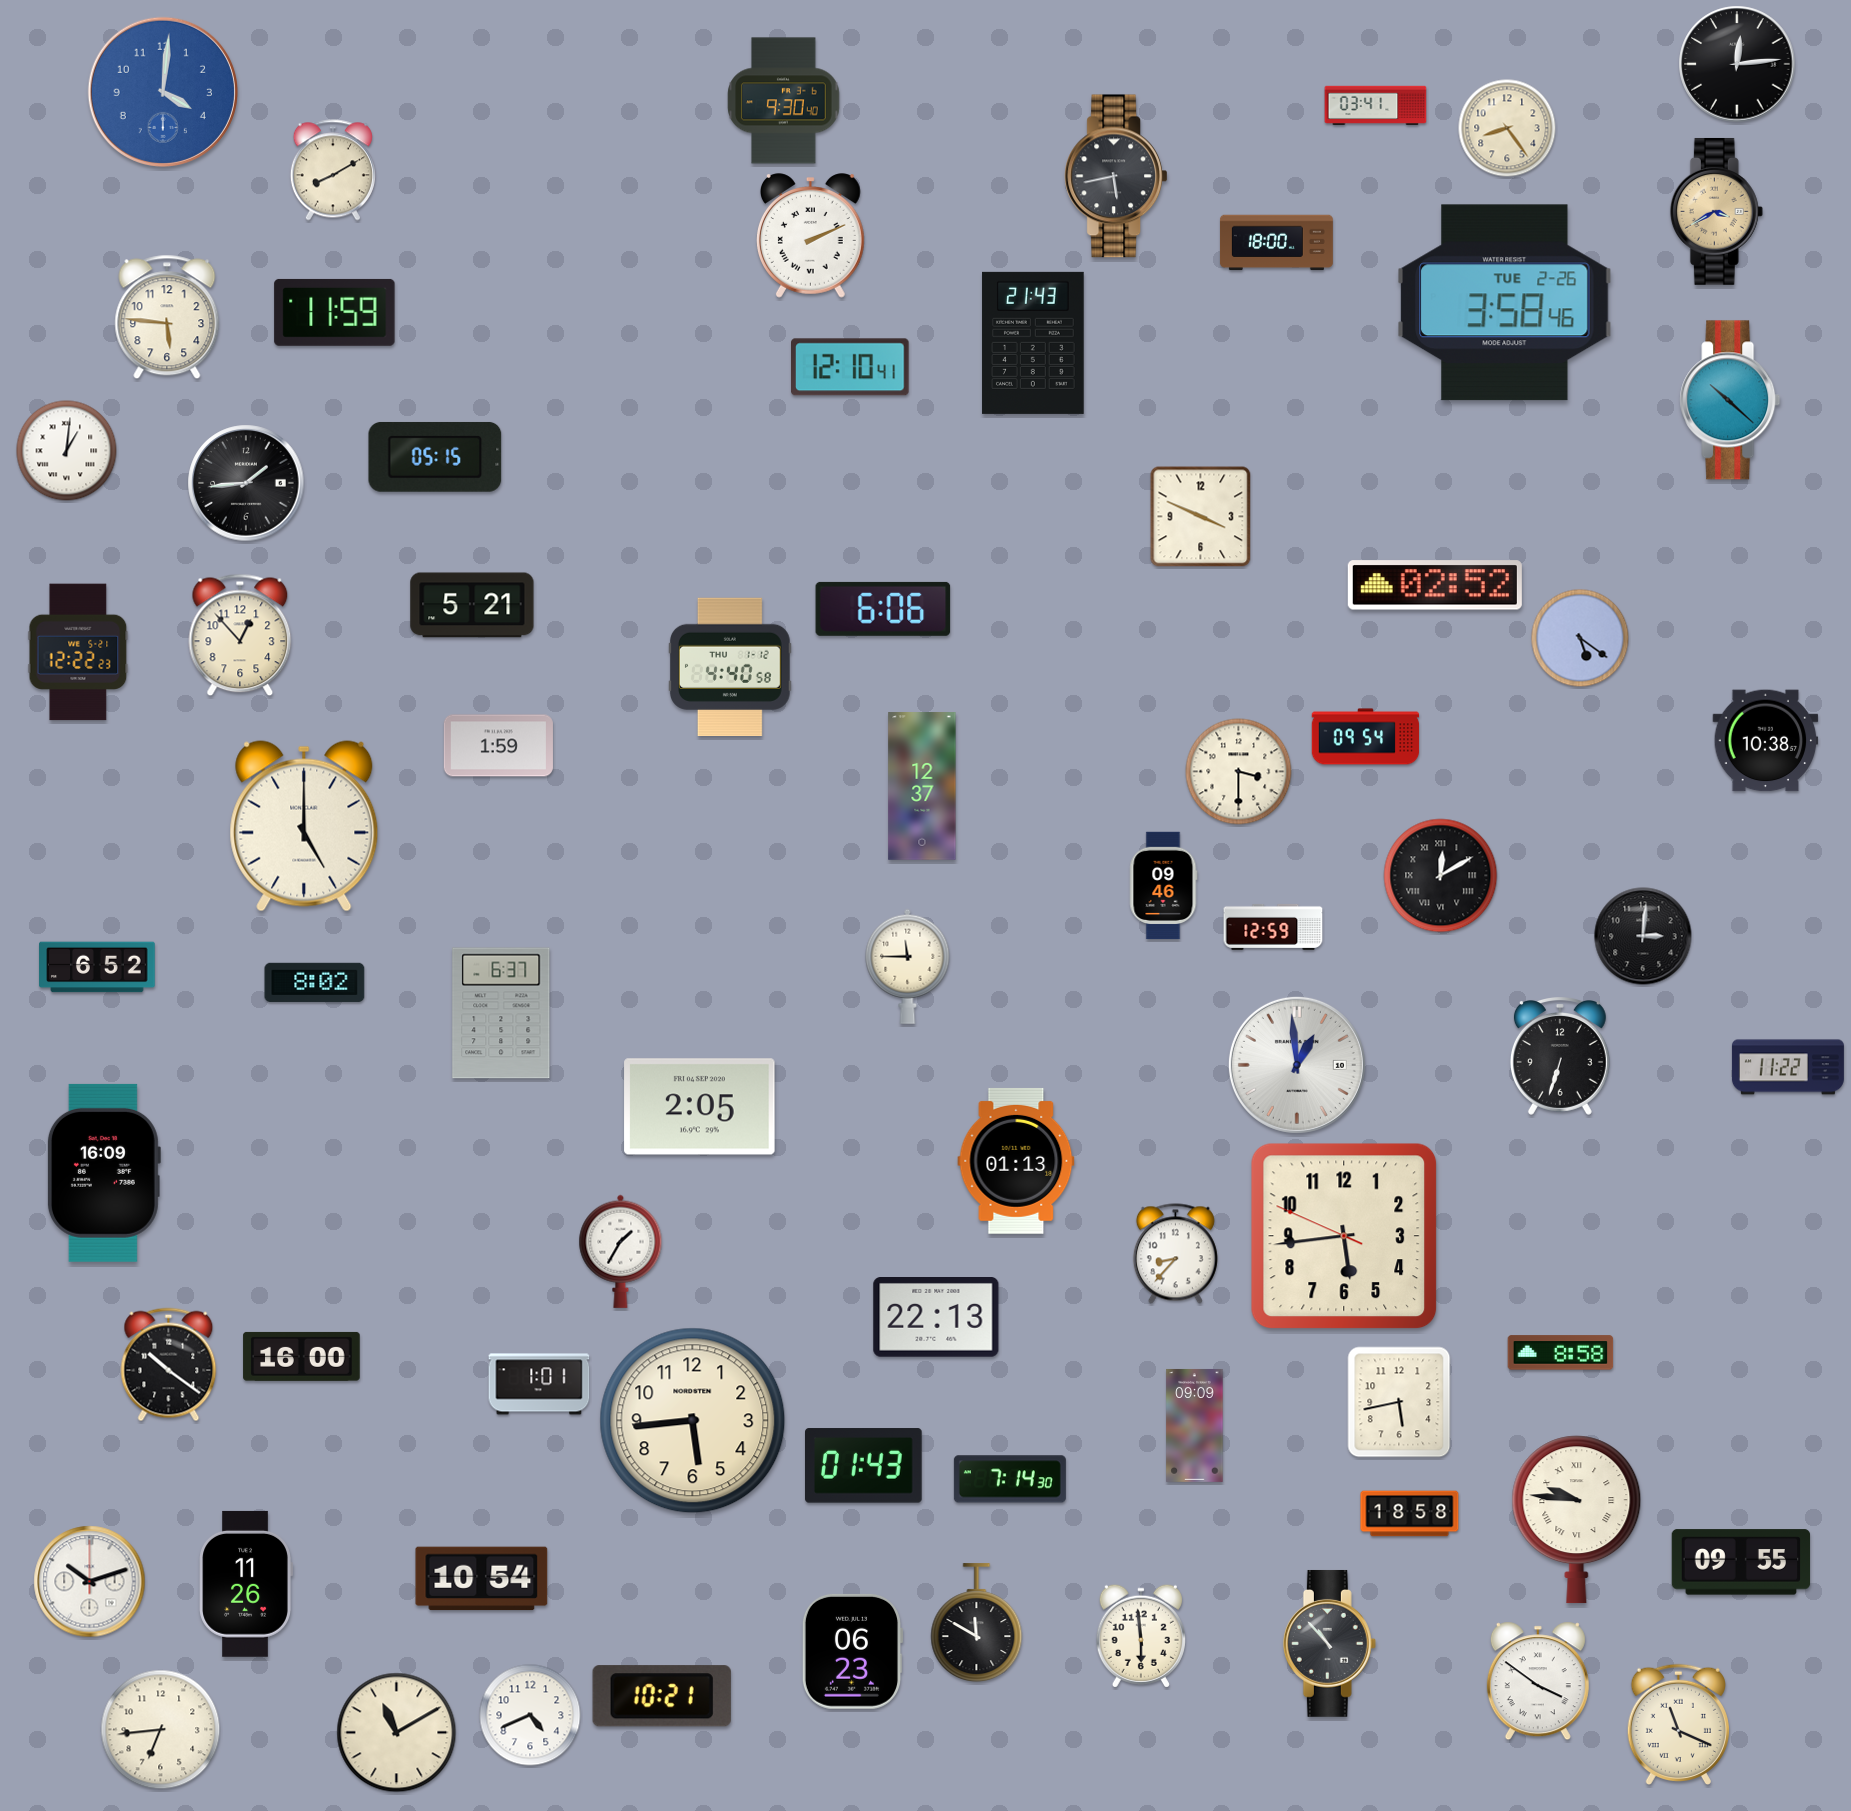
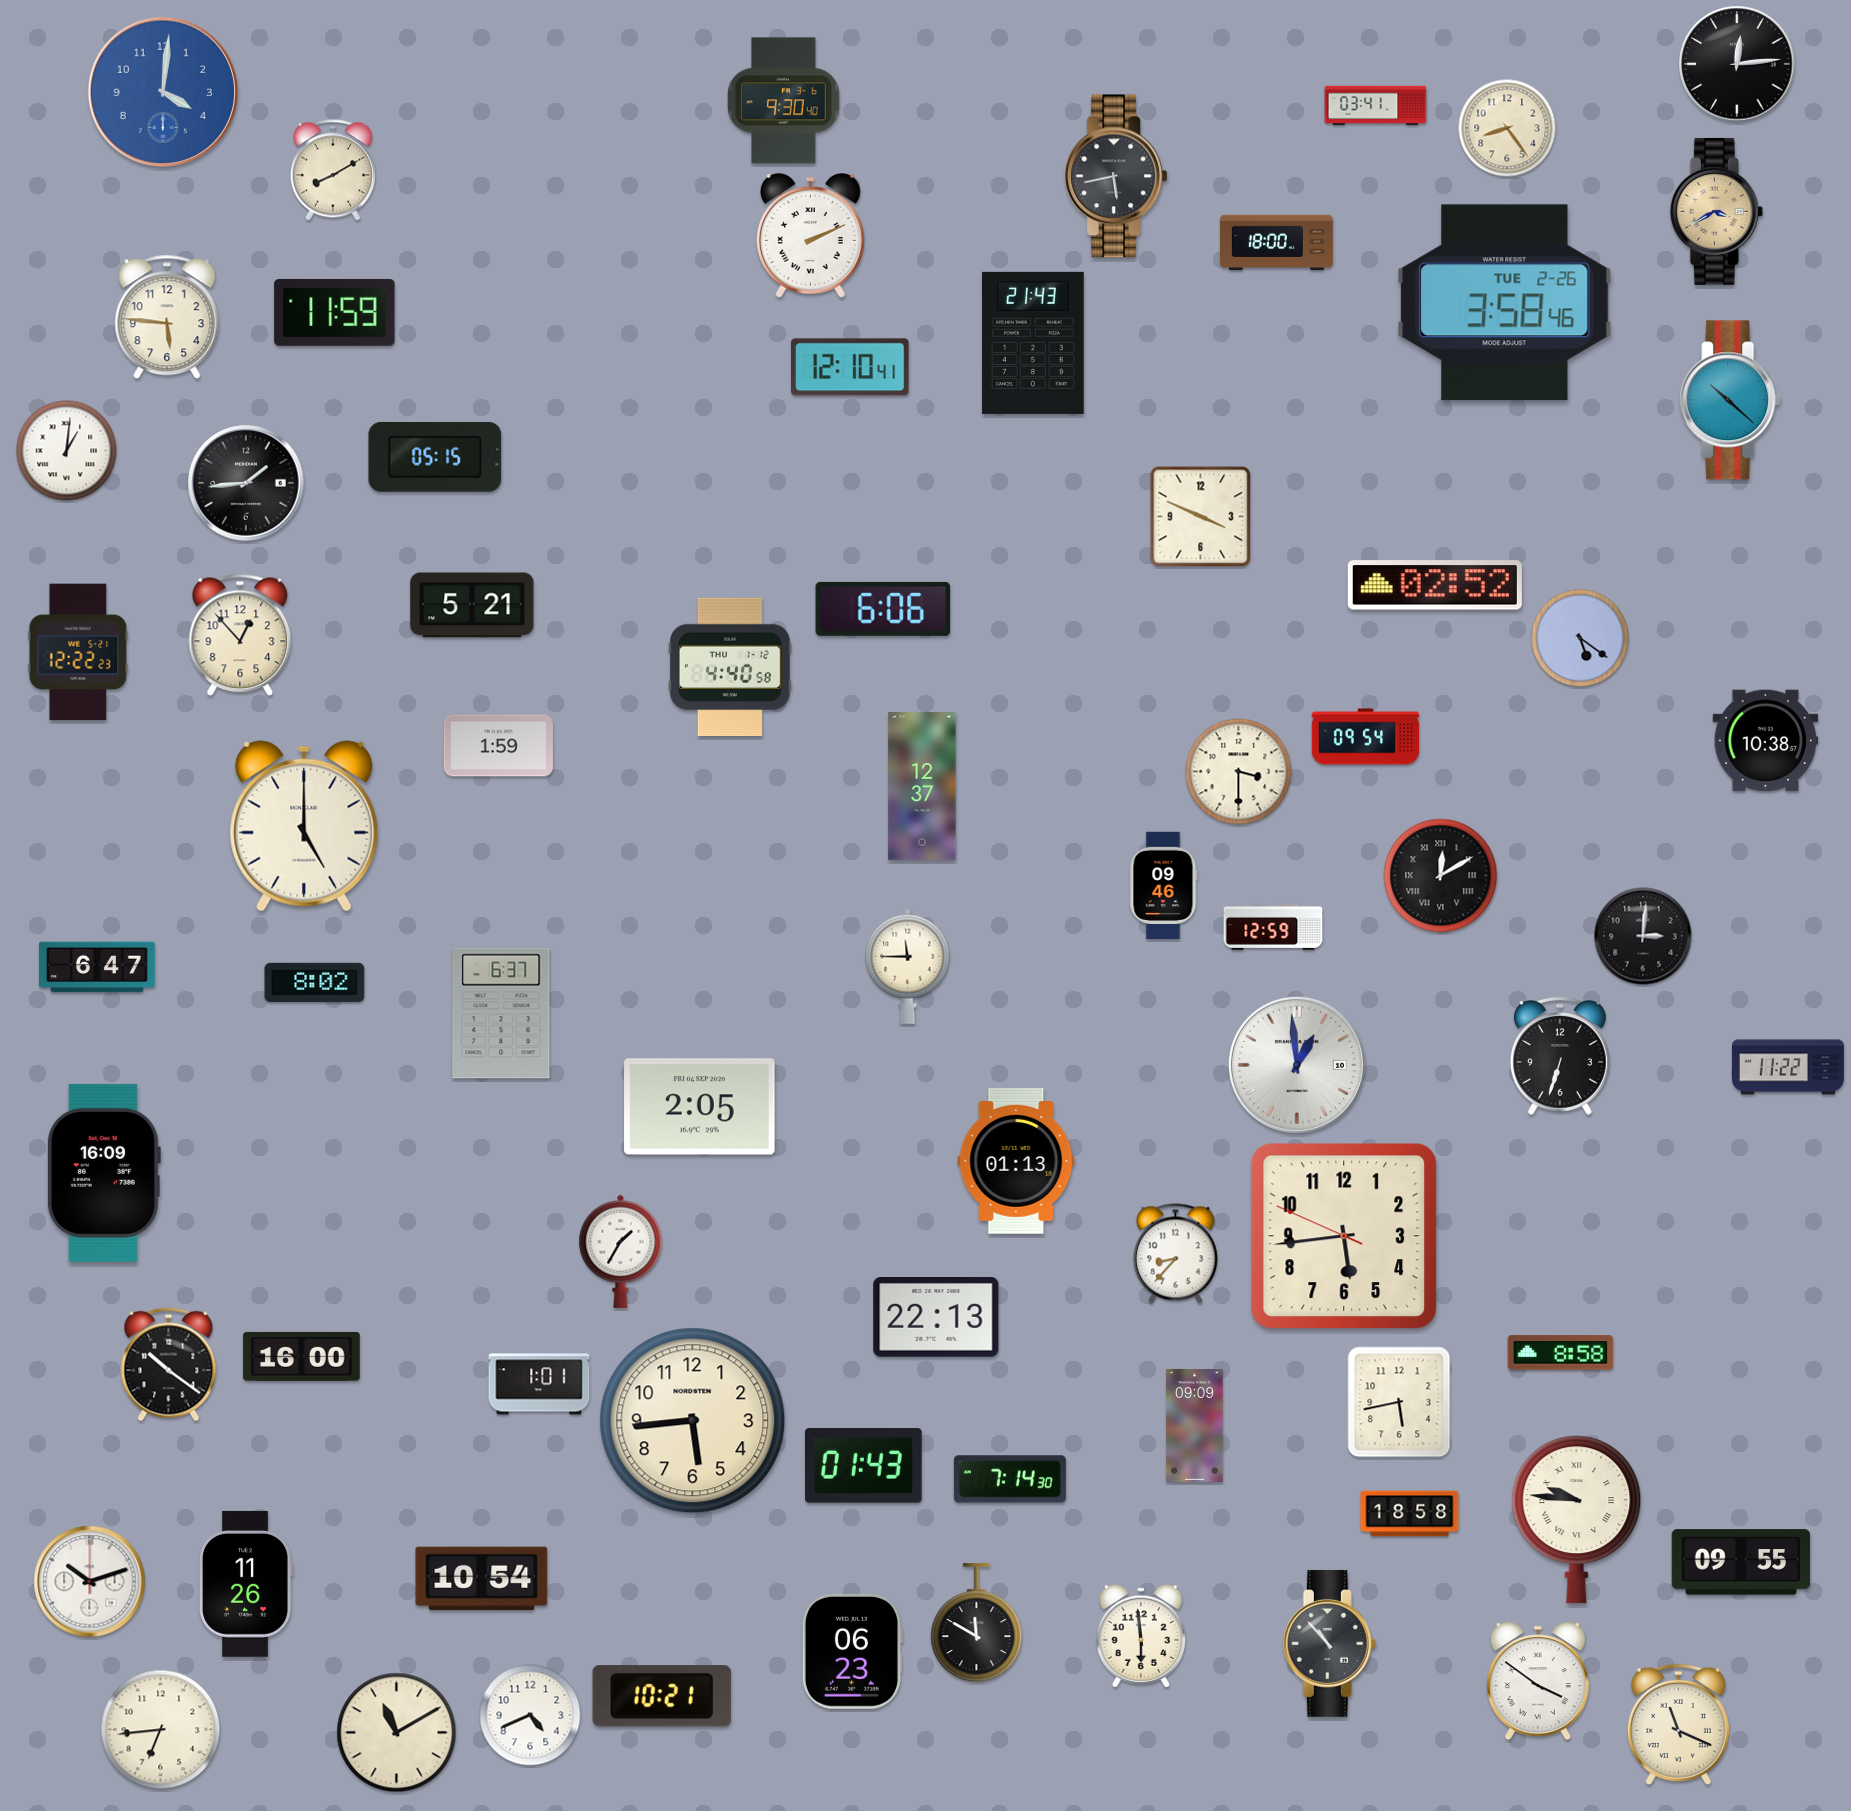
clock at (97, 967): 6:52 -> 6:47
